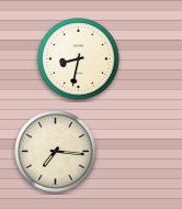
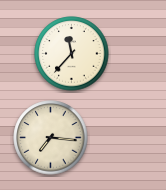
clock at (79, 59): 8:32 -> 11:37
